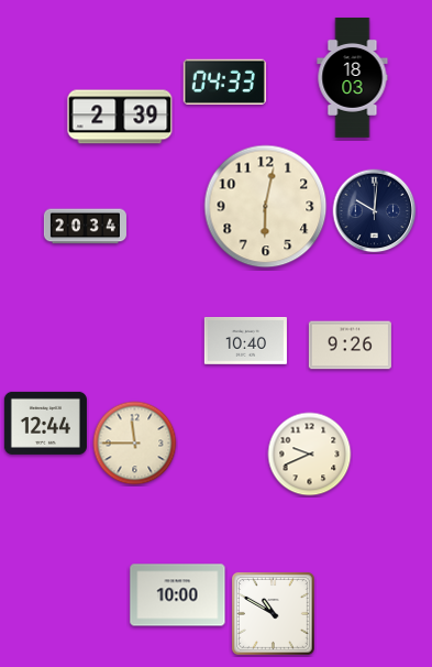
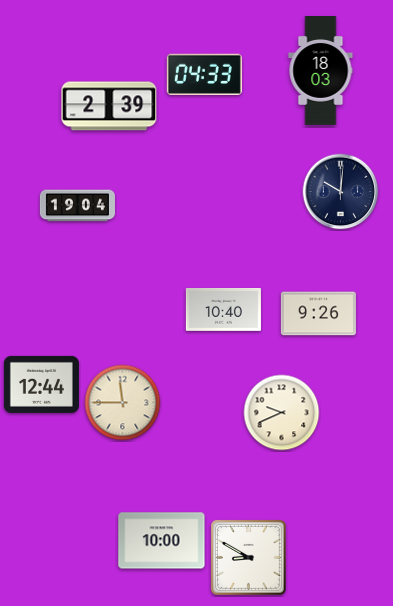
clock at (266, 207): 6:02 -> none
clock at (85, 227): 20:34 -> 19:04
clock at (274, 614): 10:50 -> 8:50
